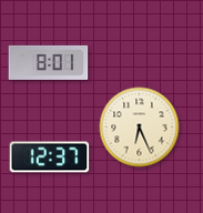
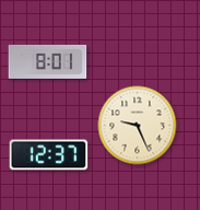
clock at (140, 128): 6:26 -> 9:26
